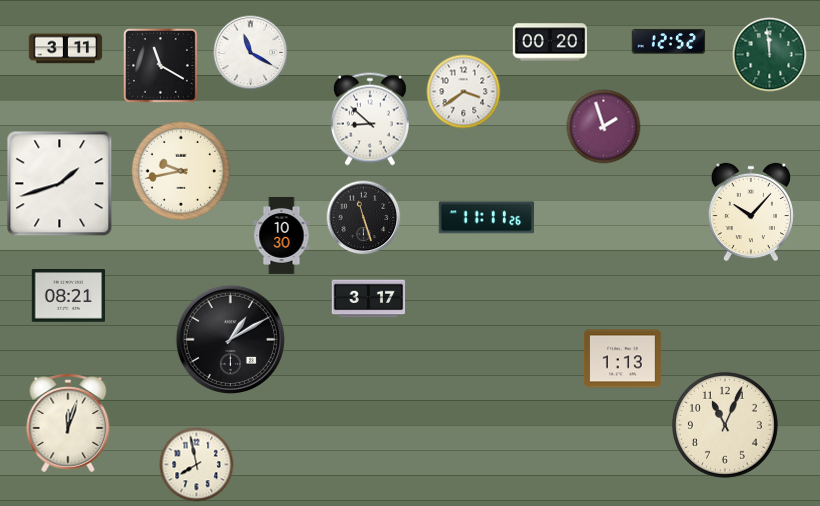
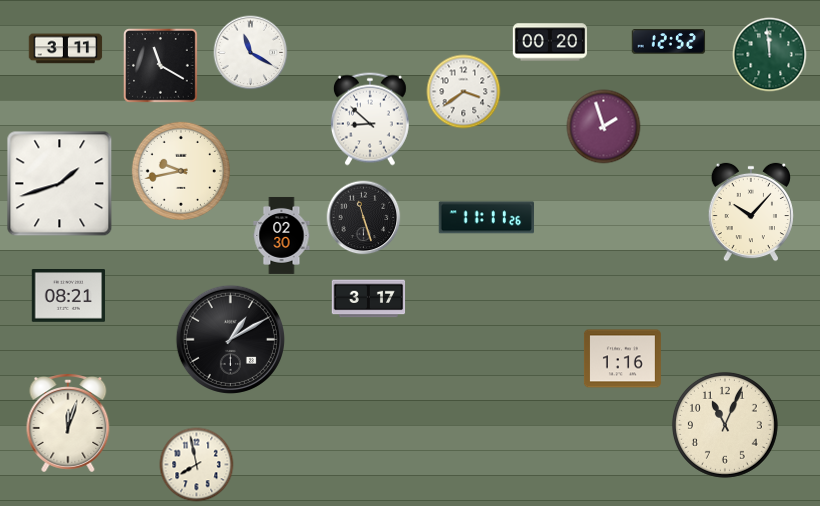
clock at (282, 235): 10:30 -> 02:30
clock at (622, 359): 1:13 -> 1:16
